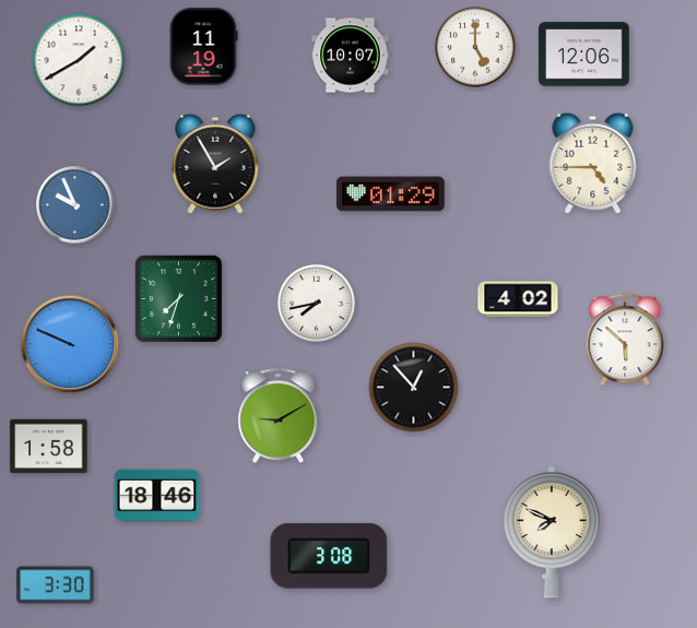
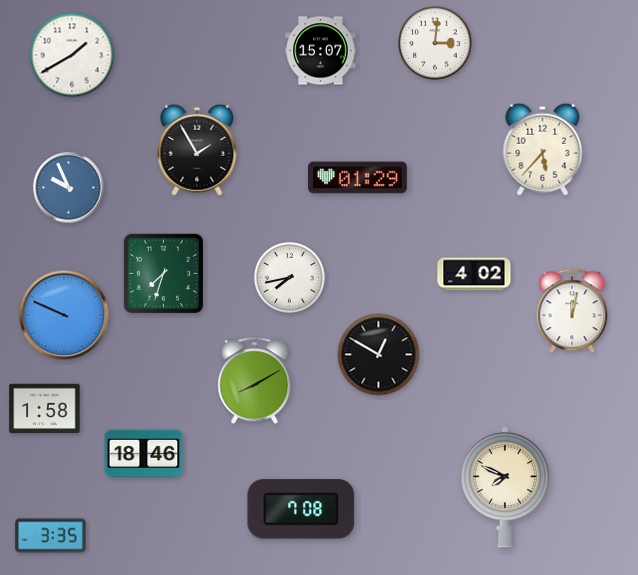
clock at (204, 47): 11:19 -> none
clock at (475, 47): 5:00 -> 3:01
clock at (583, 55): 12:06 -> none
clock at (351, 56): 10:07 -> 15:07
clock at (593, 163): 4:45 -> 5:37
clock at (625, 340): 5:52 -> 12:02
clock at (414, 388): 12:53 -> 12:50
clock at (279, 416): 9:10 -> 8:10
clock at (329, 556): 3:08 -> 7:08
clock at (56, 585): 3:30 -> 3:35
